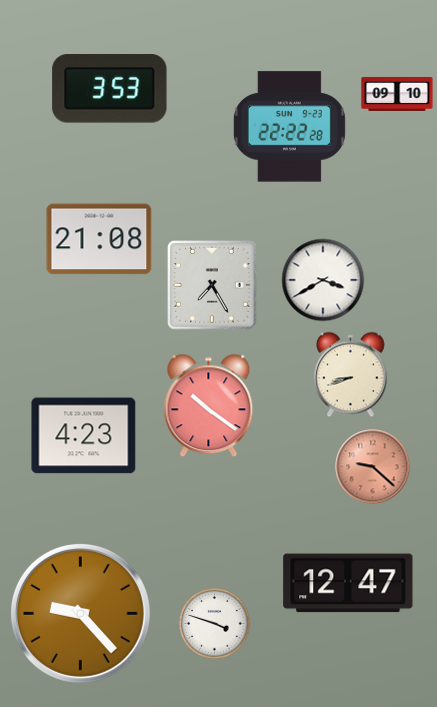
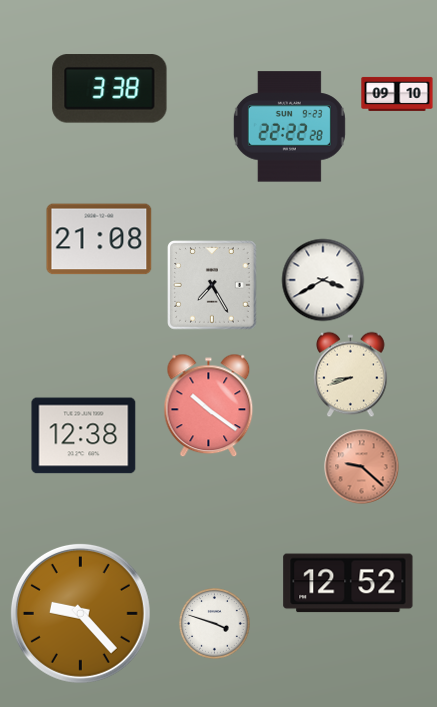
clock at (110, 89): 3:53 -> 3:38
clock at (84, 436): 4:23 -> 12:38
clock at (373, 467) position: (373, 467) -> (362, 467)
clock at (348, 583): 12:47 -> 12:52
